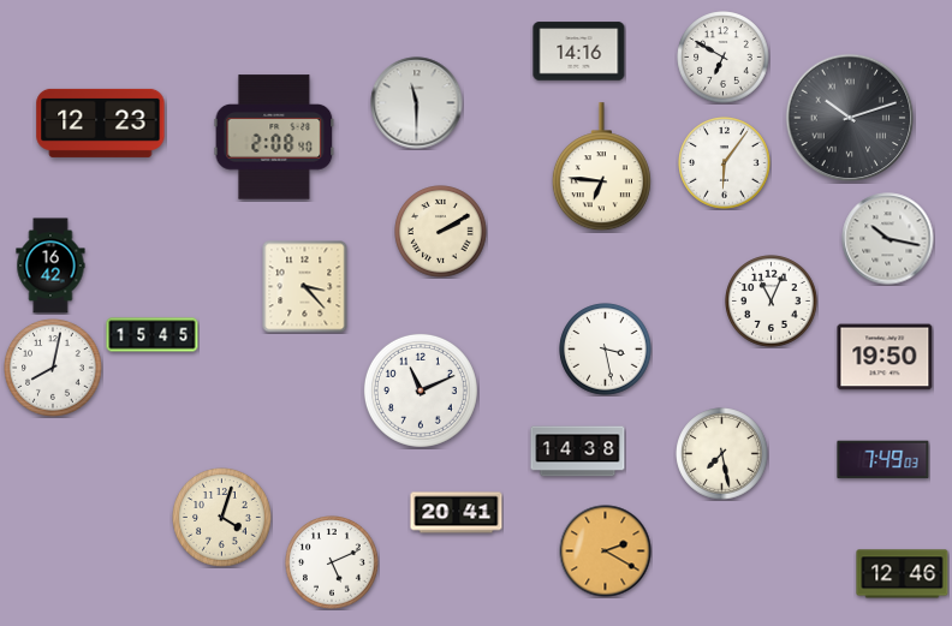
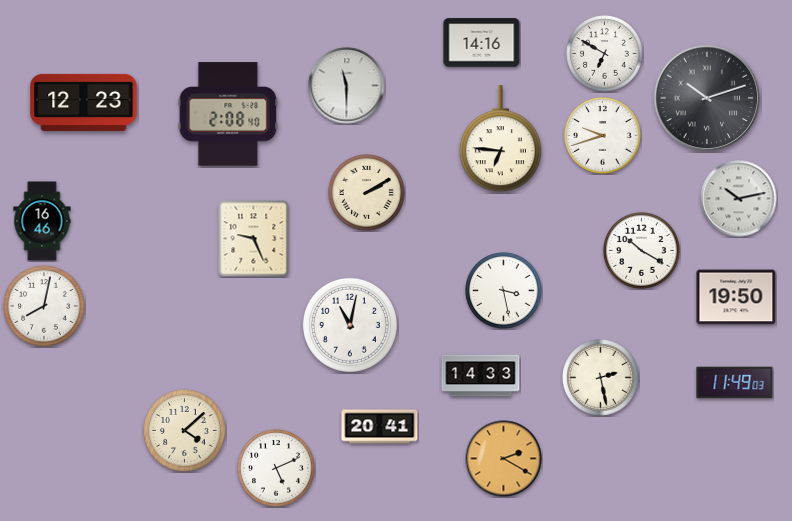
clock at (724, 58) position: (724, 58) -> (605, 54)
clock at (725, 163): 6:06 -> 9:42
clock at (888, 239): 10:17 -> 10:13
clock at (50, 266): 16:42 -> 16:46
clock at (305, 286): 3:23 -> 9:26
clock at (772, 302): 11:04 -> 10:20
clock at (153, 335): 15:45 -> none
clock at (421, 390): 11:11 -> 11:02
clock at (578, 452): 14:38 -> 14:33
clock at (722, 454): 7:28 -> 2:28
clock at (883, 460): 7:49 -> 11:49
clock at (222, 518): 4:03 -> 4:08
clock at (903, 574): 12:46 -> none
